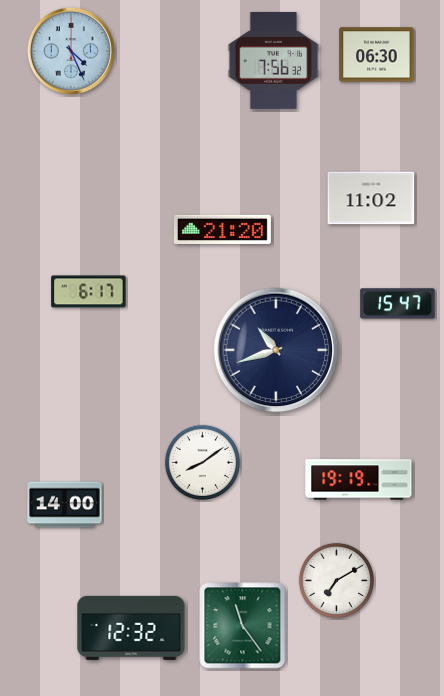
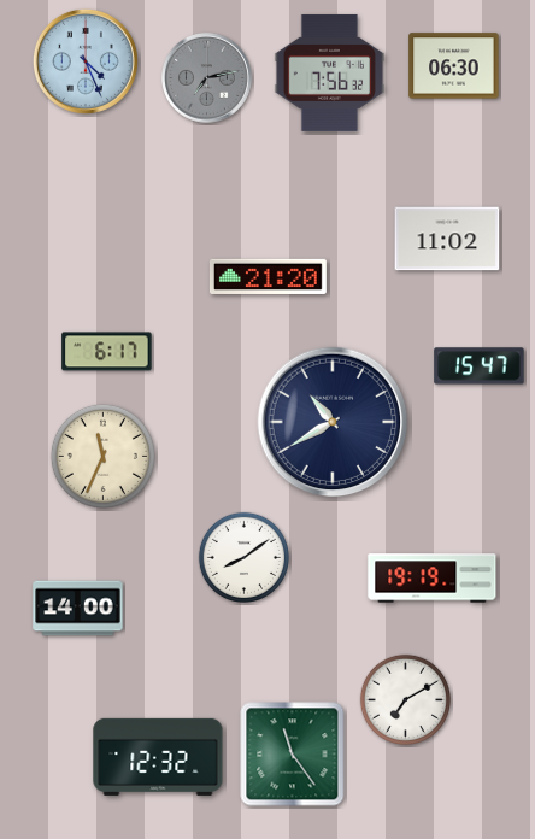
clock at (207, 78): none -> 7:13
clock at (276, 350): 10:42 -> 10:40
clock at (102, 456): none -> 11:34
